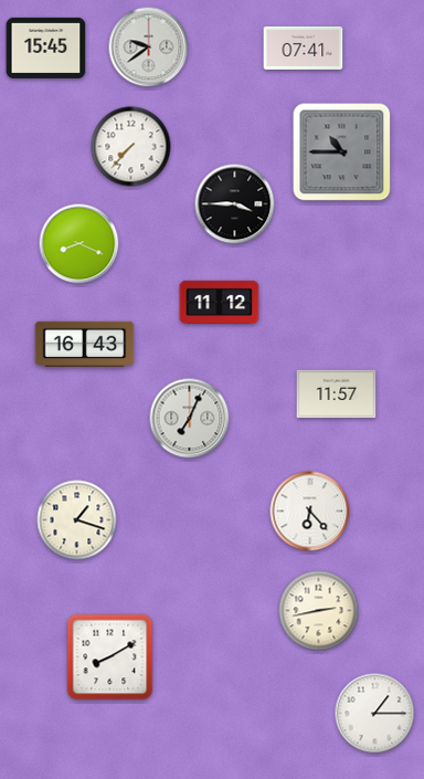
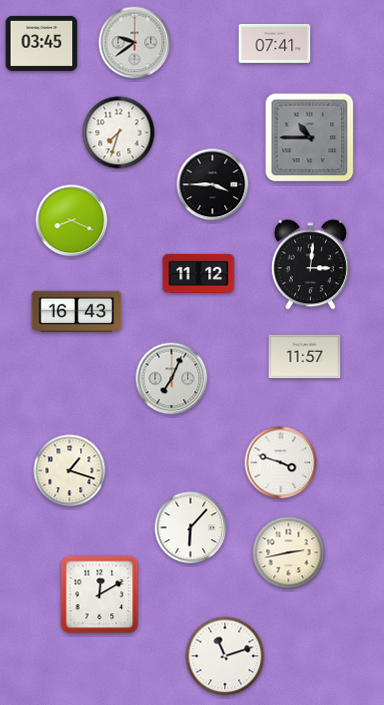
clock at (46, 48): 15:45 -> 03:45
clock at (131, 147): 7:37 -> 7:33
clock at (310, 265): none -> 3:01
clock at (310, 512): 6:23 -> 3:48
clock at (191, 528): none -> 6:07
clock at (110, 657): 8:10 -> 12:10
clock at (375, 714): 1:15 -> none
clock at (225, 656): none -> 11:12
